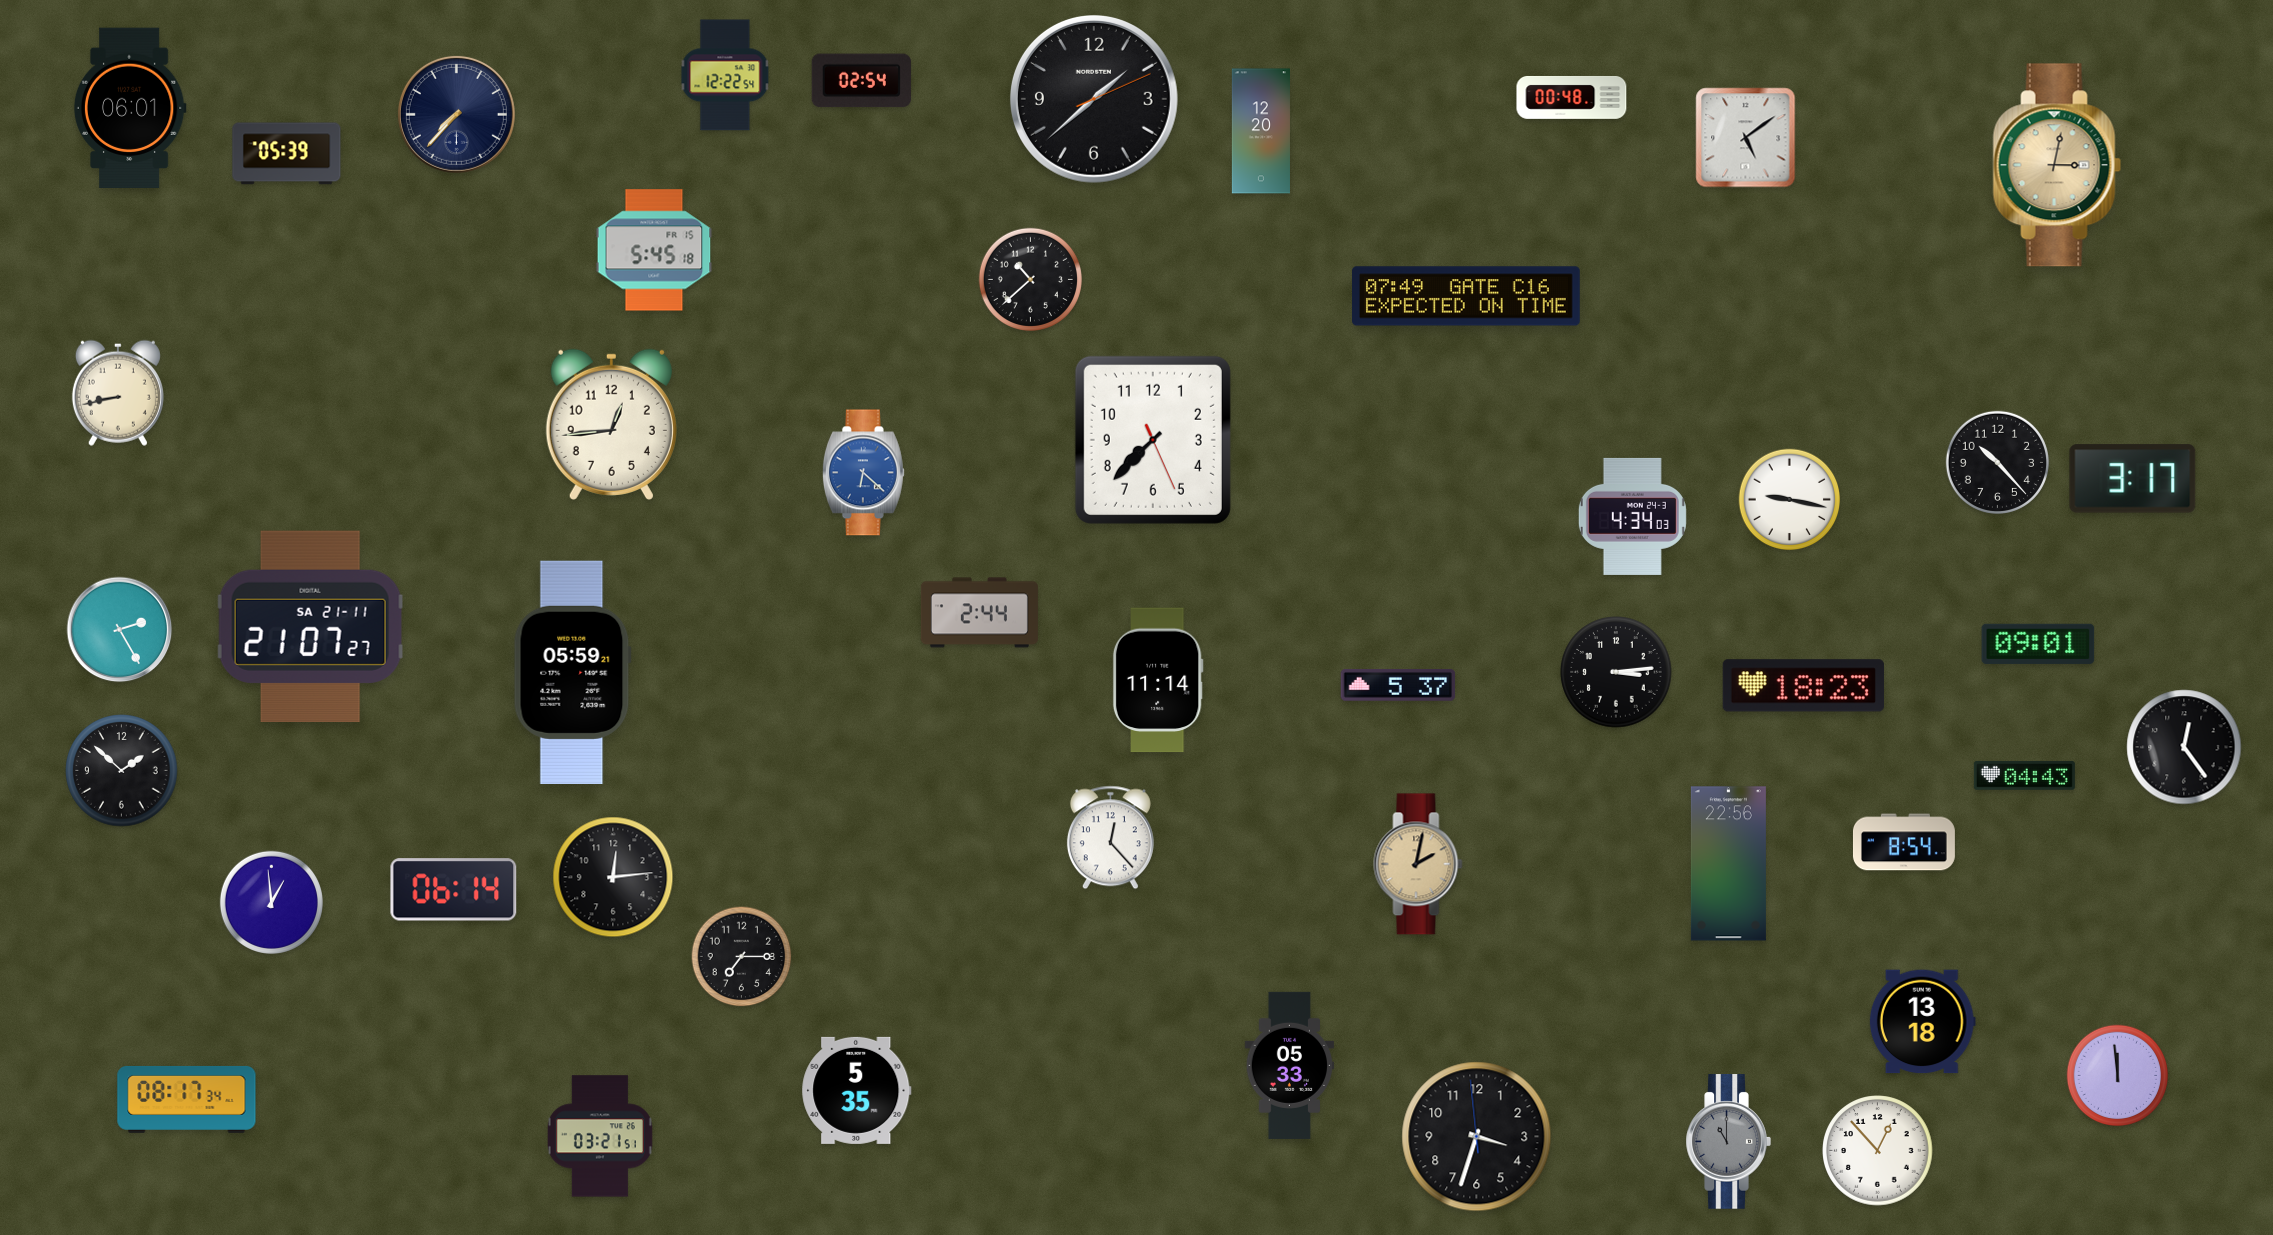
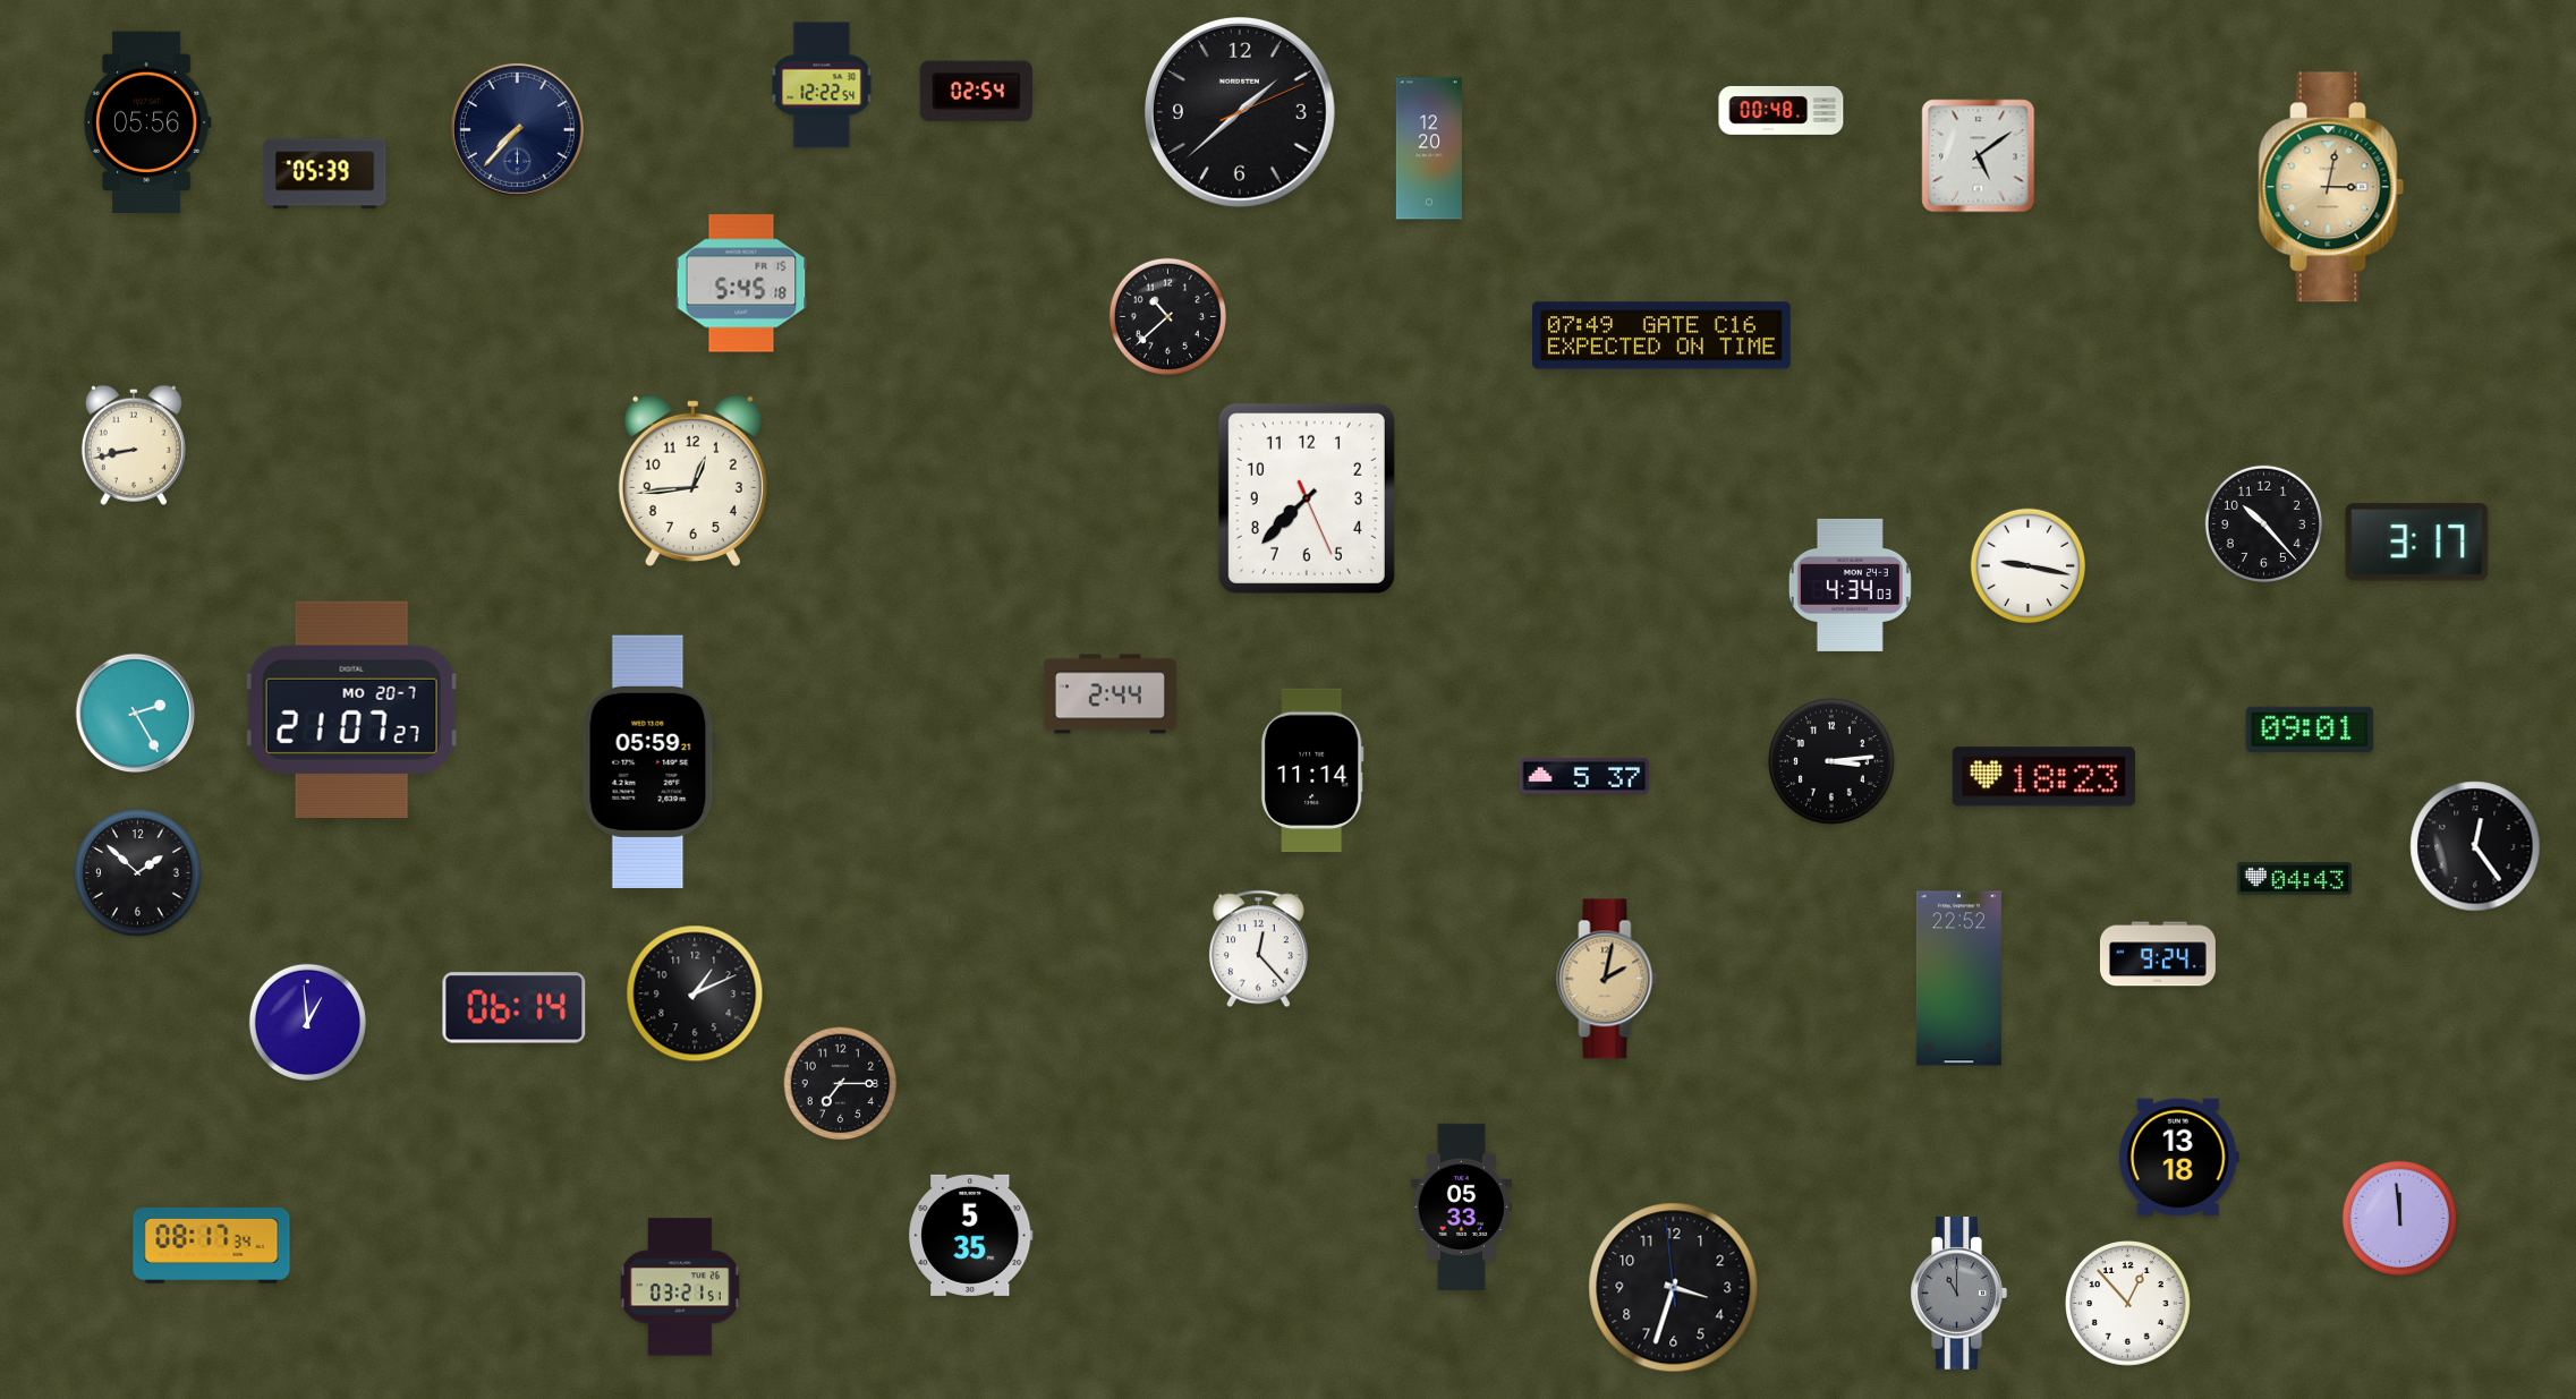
clock at (130, 108): 06:01 -> 05:56
clock at (863, 473): 6:22 -> none
clock at (311, 626) date: SA 21-11 -> MO 20-7
clock at (1904, 842): 8:54 -> 9:24
clock at (1728, 864): 22:56 -> 22:52
clock at (613, 877): 12:14 -> 1:11
